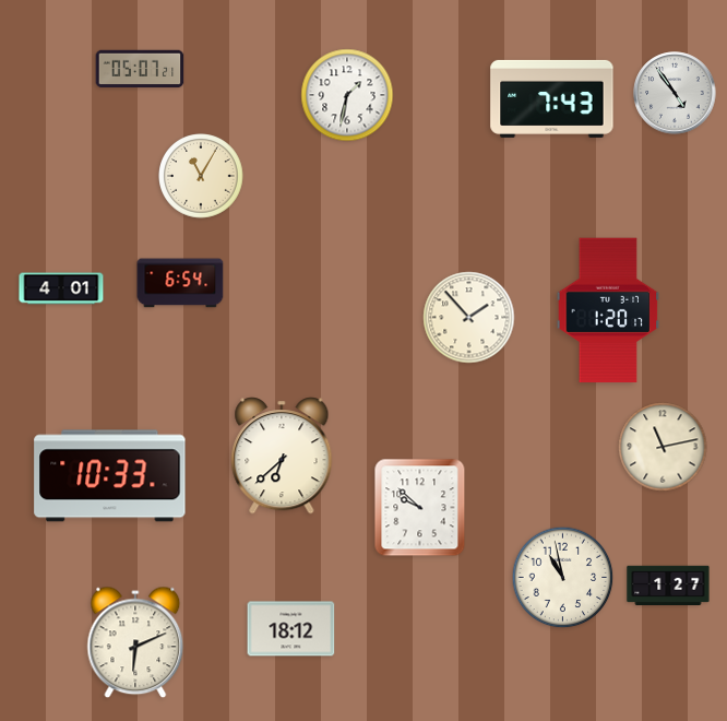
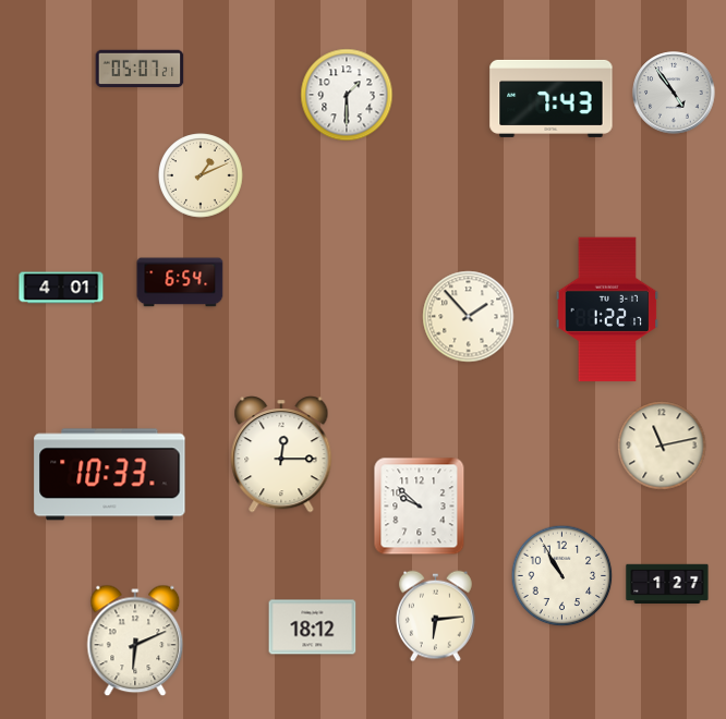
clock at (347, 95): 1:32 -> 1:30
clock at (201, 176): 11:05 -> 1:11
clock at (608, 310): 1:20 -> 1:22
clock at (282, 456): 6:38 -> 12:15
clock at (563, 578): 10:58 -> 10:55
clock at (435, 617): none -> 6:14
clock at (291, 629) position: (291, 629) -> (313, 627)
